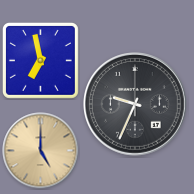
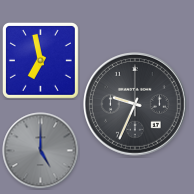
clock at (41, 151) dial: champagne -> grey
